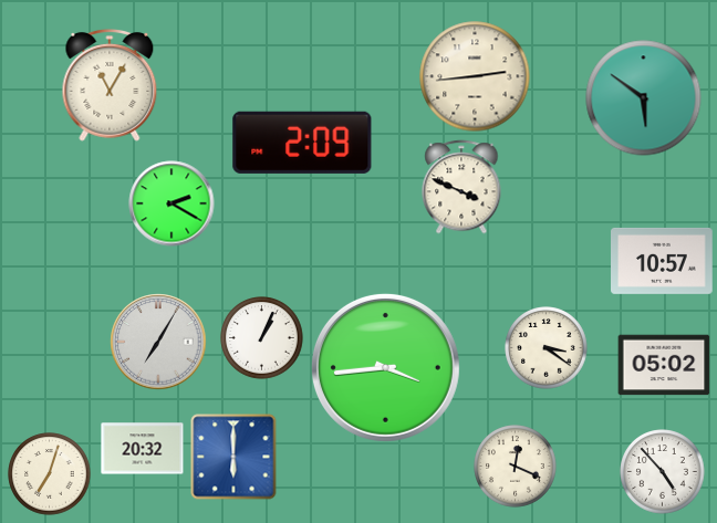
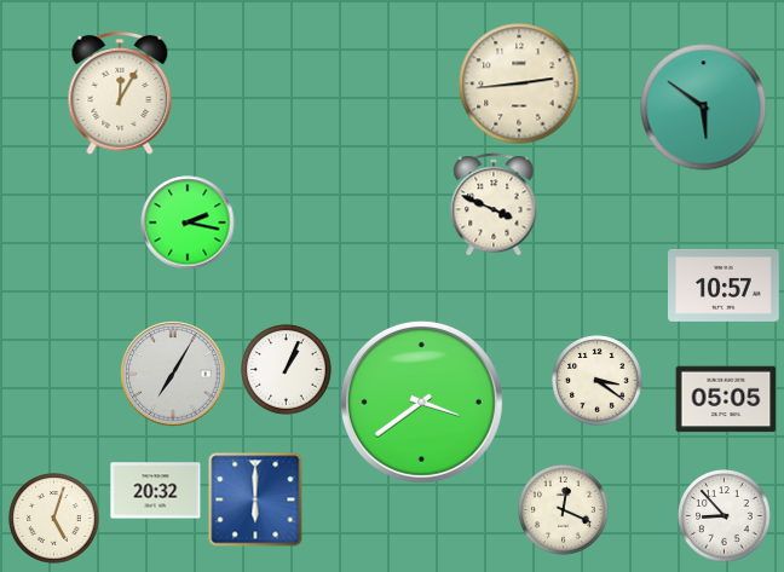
clock at (110, 85): 11:05 -> 12:05
clock at (302, 143): 2:09 -> none
clock at (461, 187) position: (461, 187) -> (494, 204)
clock at (172, 203): 2:20 -> 2:17
clock at (664, 365): 05:02 -> 05:05
clock at (385, 367): 3:44 -> 3:39
clock at (663, 472): 4:53 -> 8:53
clock at (50, 474): 7:03 -> 5:03
